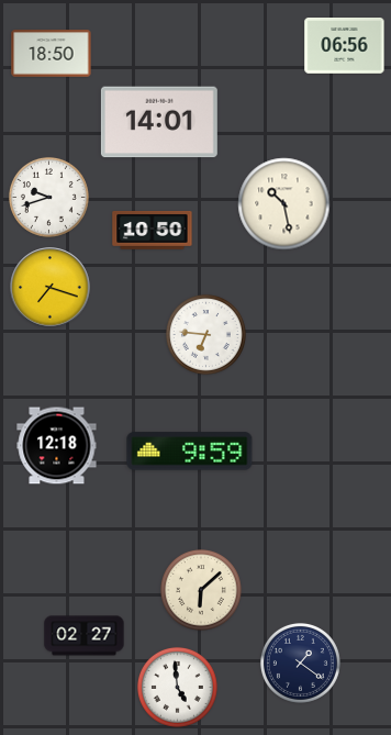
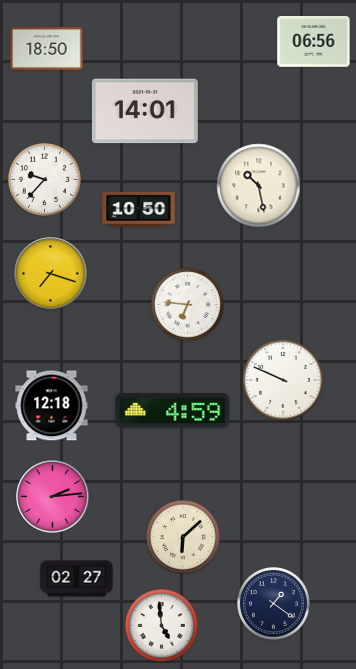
clock at (48, 197): 9:42 -> 9:37
clock at (51, 288) position: (51, 288) -> (51, 274)
clock at (283, 380): none -> 9:49
clock at (190, 452): 9:59 -> 4:59
clock at (53, 497): none -> 2:14
